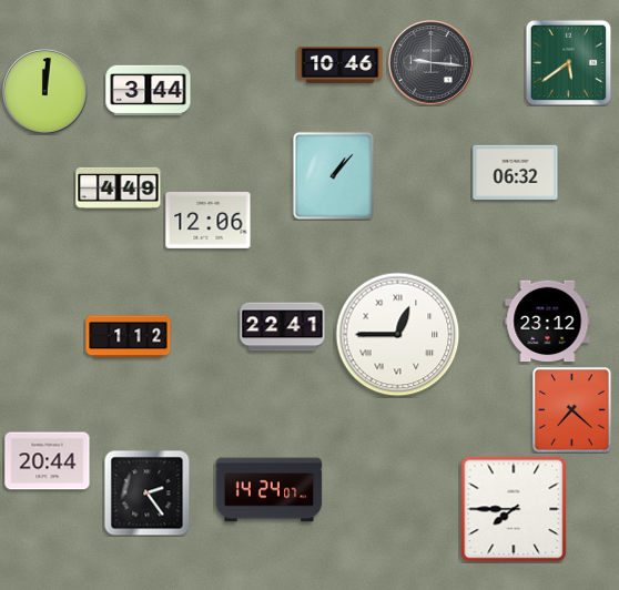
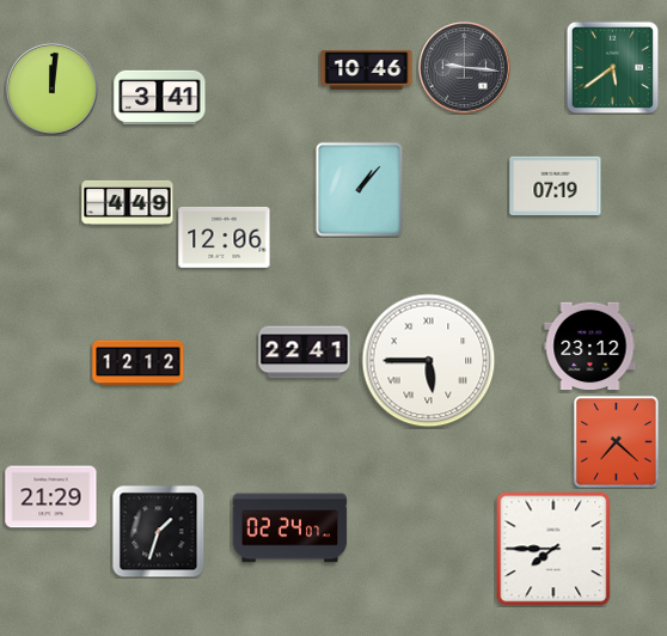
clock at (149, 90): 3:44 -> 3:41
clock at (45, 92) position: (45, 92) -> (53, 90)
clock at (516, 172): 06:32 -> 07:19
clock at (398, 335): 12:45 -> 5:45
clock at (129, 337): 1:12 -> 12:12
clock at (48, 461): 20:44 -> 21:29
clock at (270, 490): 14:24 -> 02:24
clock at (146, 492): 2:24 -> 1:33
